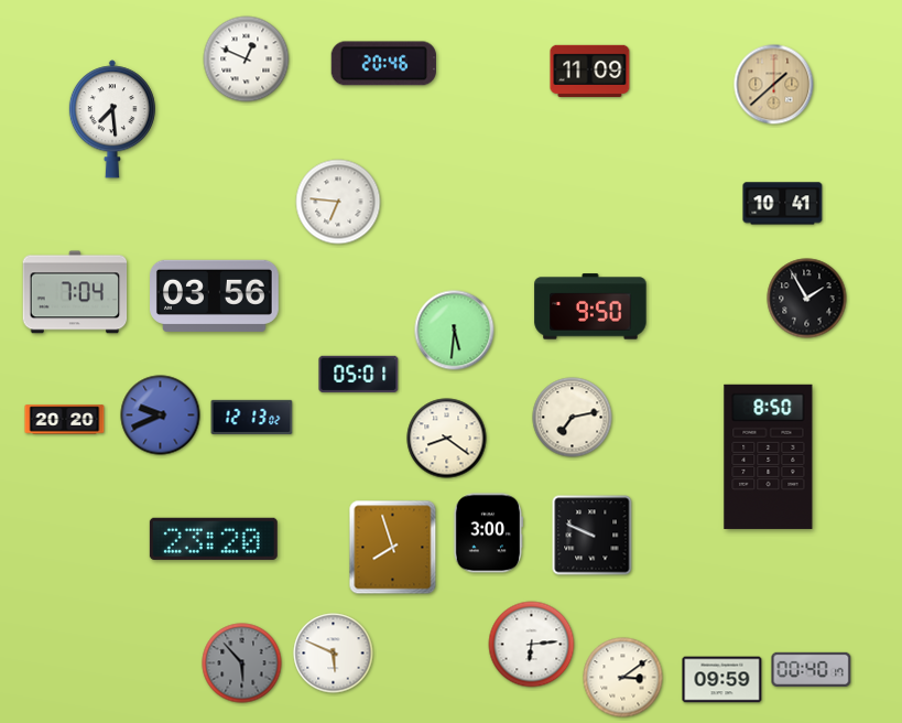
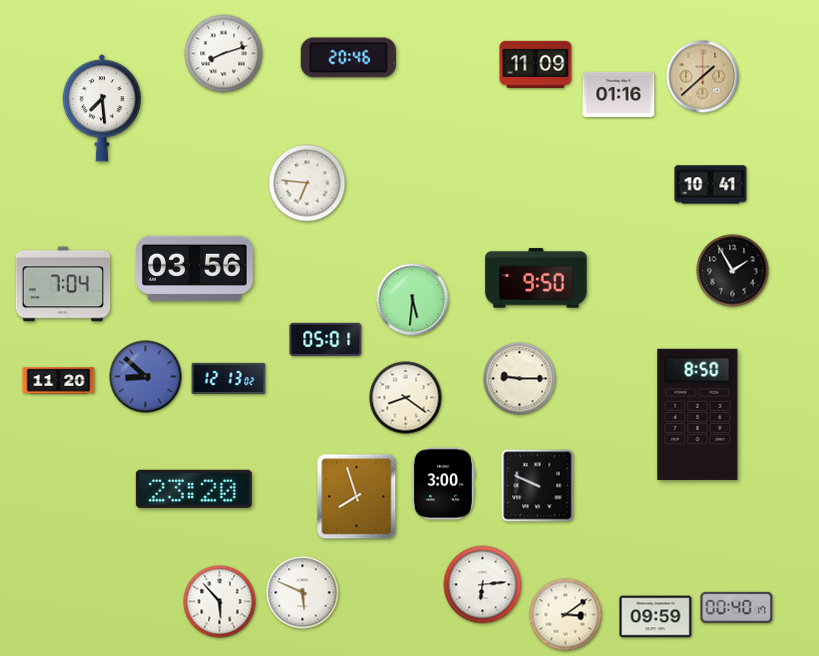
clock at (247, 60): 12:49 -> 8:12
clock at (619, 94): none -> 01:16
clock at (75, 292) position: (75, 292) -> (63, 284)
clock at (161, 416): 9:41 -> 8:52
clock at (573, 418): 7:13 -> 9:15
clock at (65, 420): 20:20 -> 11:20
clock at (242, 663) dial: grey -> white
